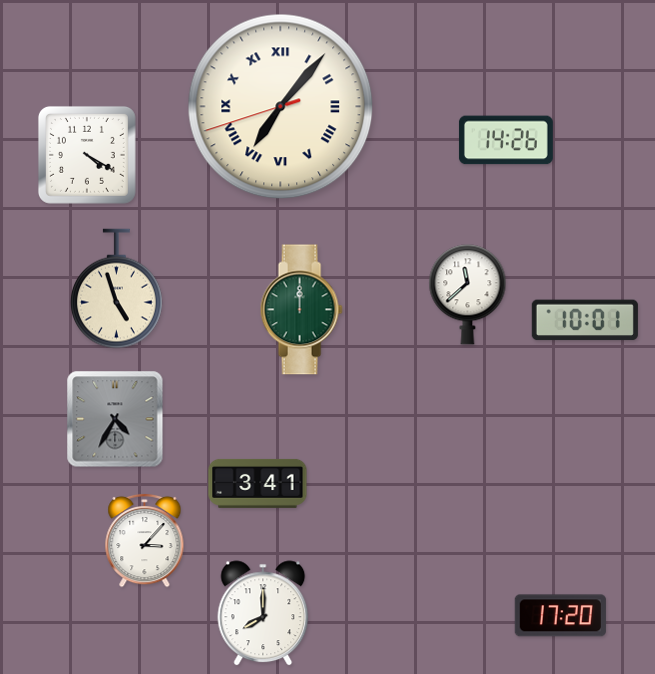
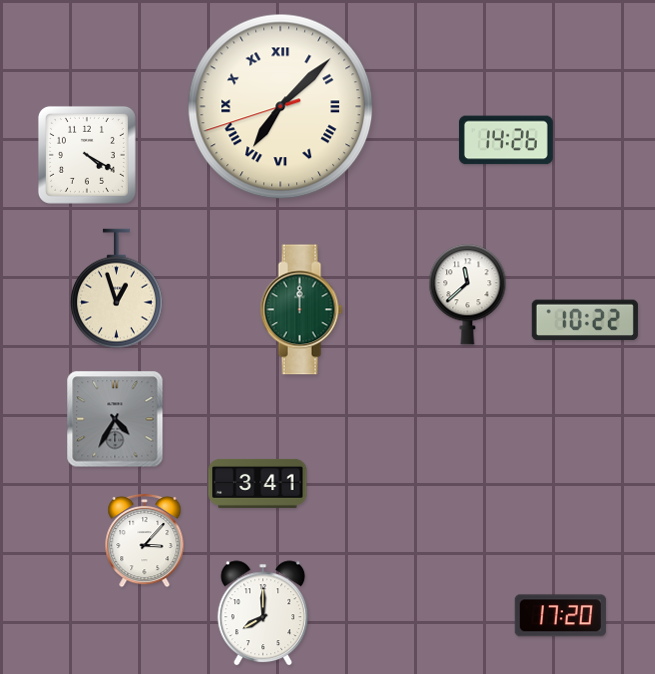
clock at (281, 107): 7:06 -> 7:07
clock at (117, 289): 4:57 -> 12:57
clock at (585, 320): 10:01 -> 10:22
